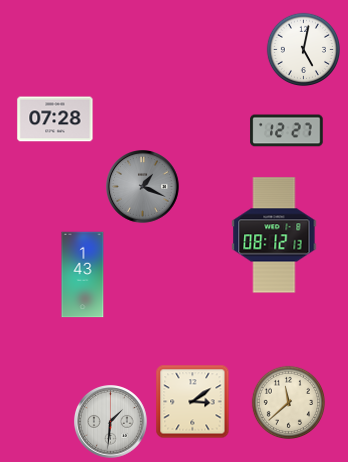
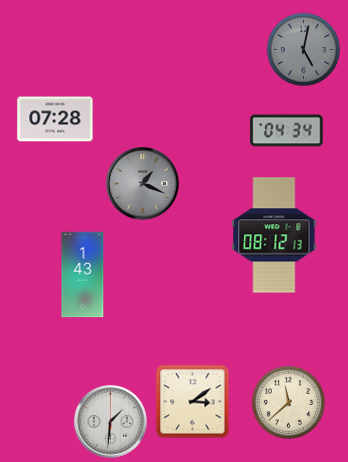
clock at (303, 49) dial: white -> grey
clock at (287, 131): 12:27 -> 04:34
clock at (143, 187) position: (143, 187) -> (143, 184)
